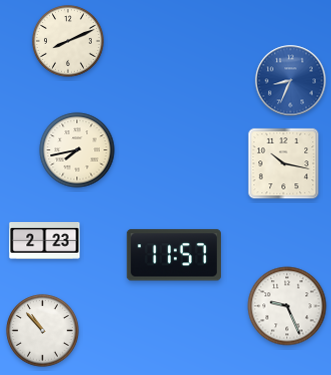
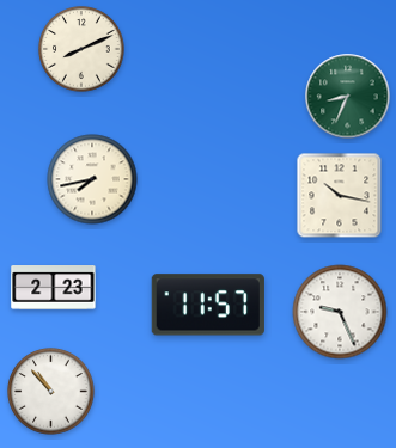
clock at (291, 81) dial: blue -> green
clock at (287, 306) position: (287, 306) -> (340, 312)
clock at (43, 331) position: (43, 331) -> (51, 392)
